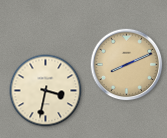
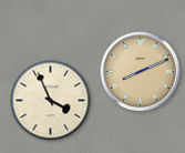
clock at (46, 91): 3:32 -> 3:56
